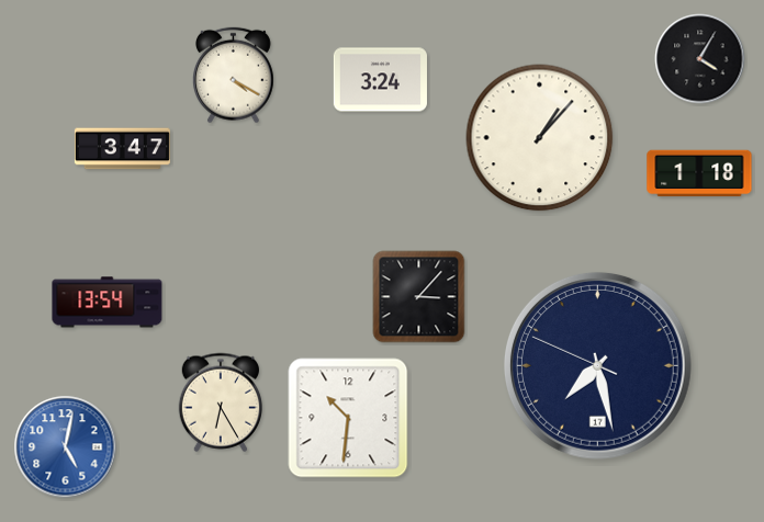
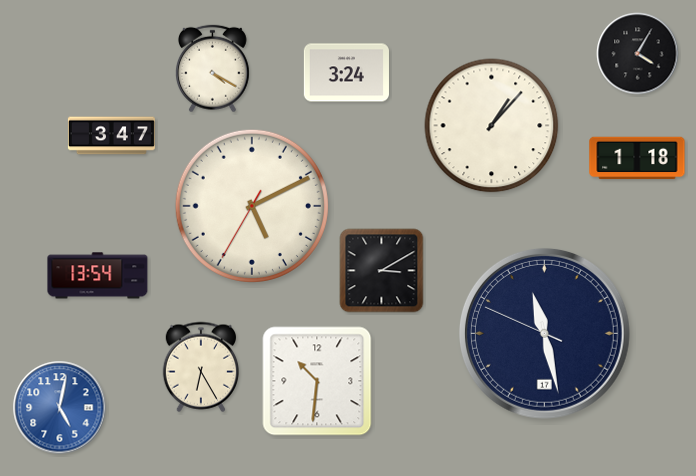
clock at (252, 206): none -> 5:10
clock at (419, 297): 3:07 -> 3:10
clock at (597, 365): 7:27 -> 11:27
